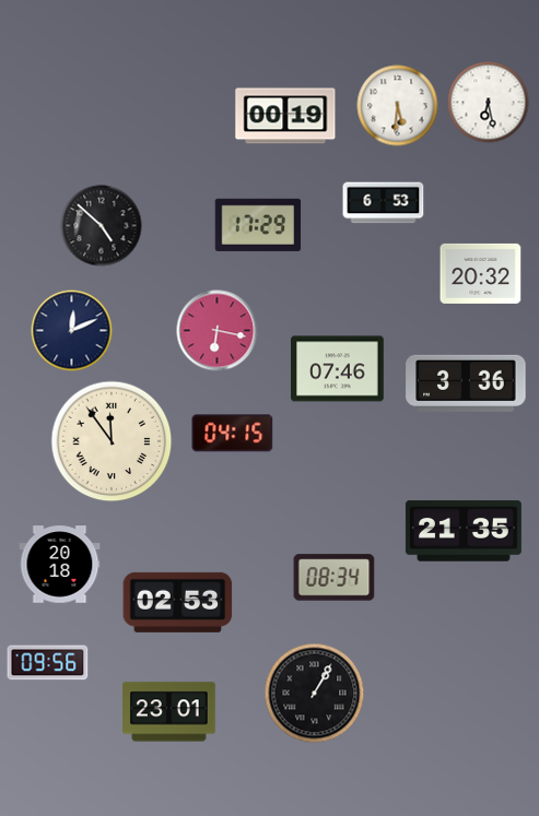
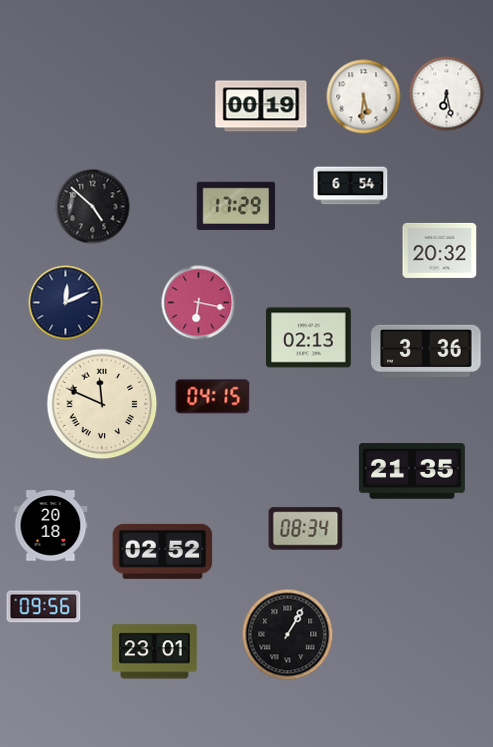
clock at (384, 203): 6:53 -> 6:54
clock at (338, 369): 07:46 -> 02:13
clock at (112, 441): 11:54 -> 11:49
clock at (464, 531) position: (464, 531) -> (412, 471)
clock at (60, 565) position: (60, 565) -> (51, 526)
clock at (178, 602): 02:53 -> 02:52
